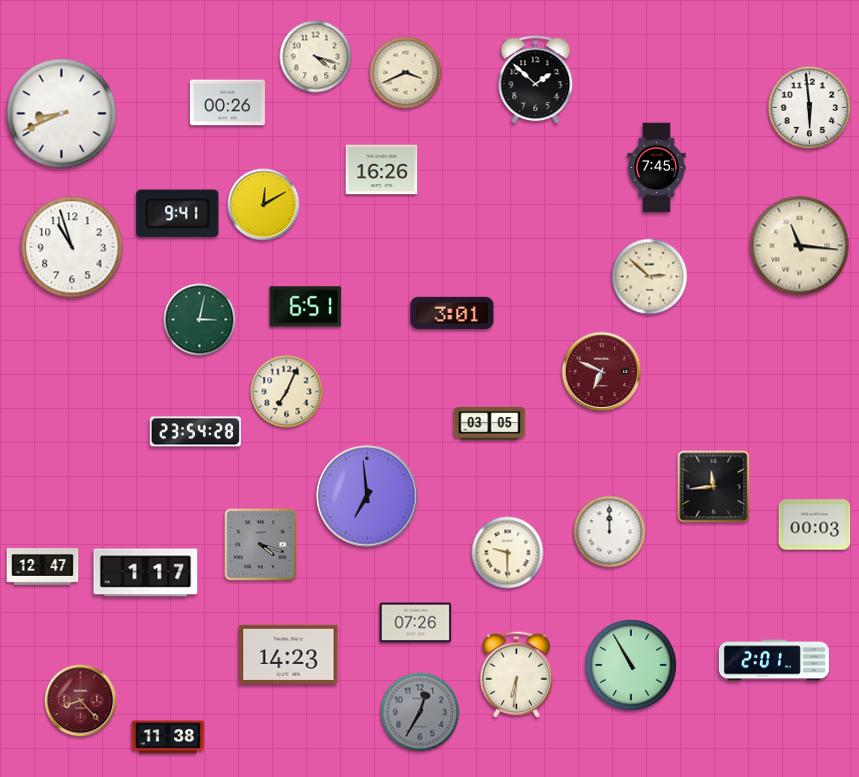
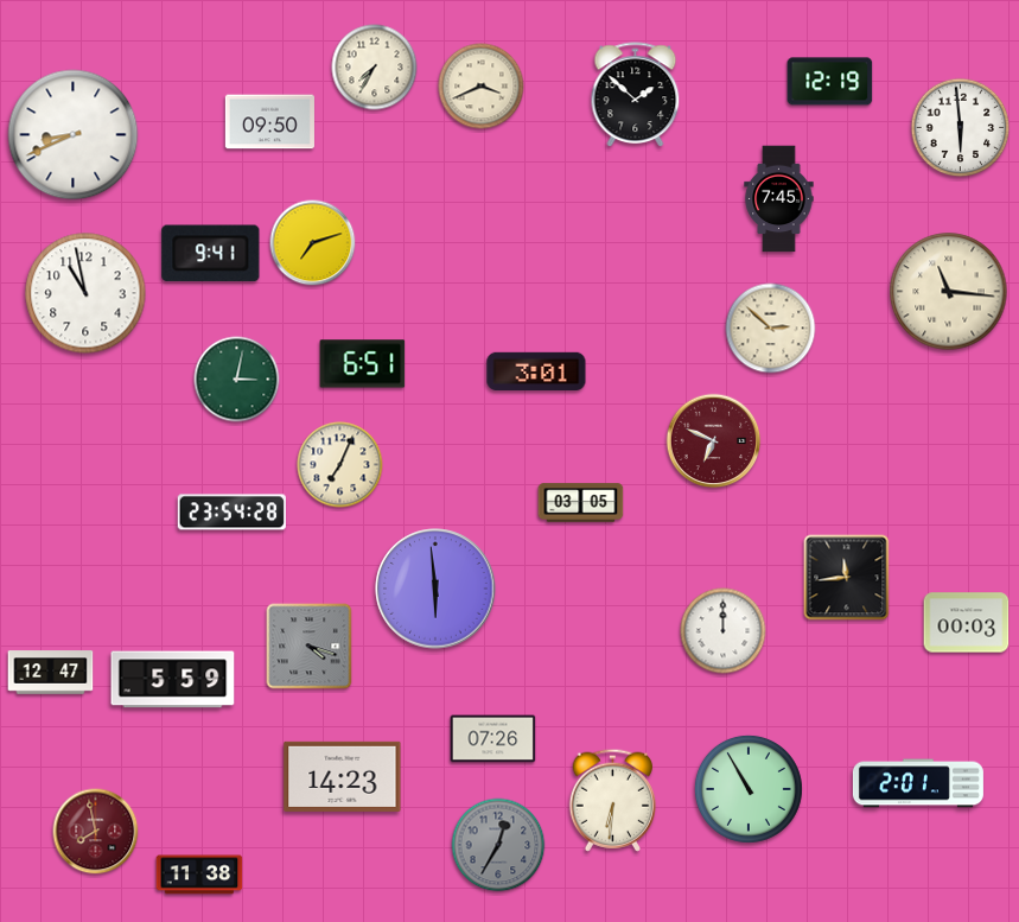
clock at (316, 57): 4:18 -> 7:35
clock at (830, 82): none -> 12:19
clock at (227, 103): 00:26 -> 09:50
clock at (382, 170): 16:26 -> none
clock at (264, 205): 12:10 -> 7:12
clock at (72, 247): 10:57 -> 10:58
clock at (367, 496): 6:59 -> 5:59
clock at (508, 553): 9:30 -> none
clock at (146, 573): 1:17 -> 5:59
clock at (81, 701): 8:23 -> 7:58
